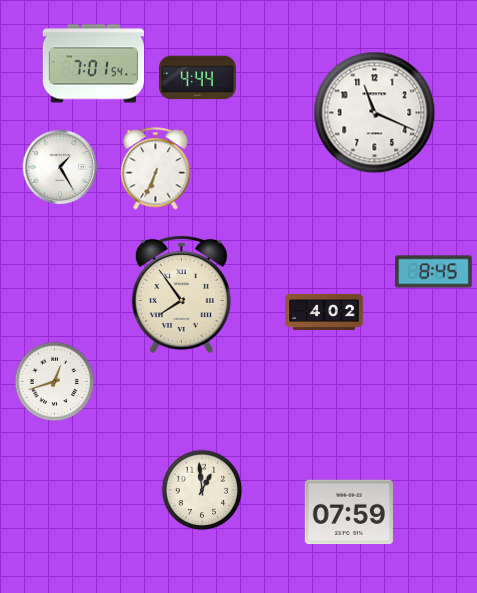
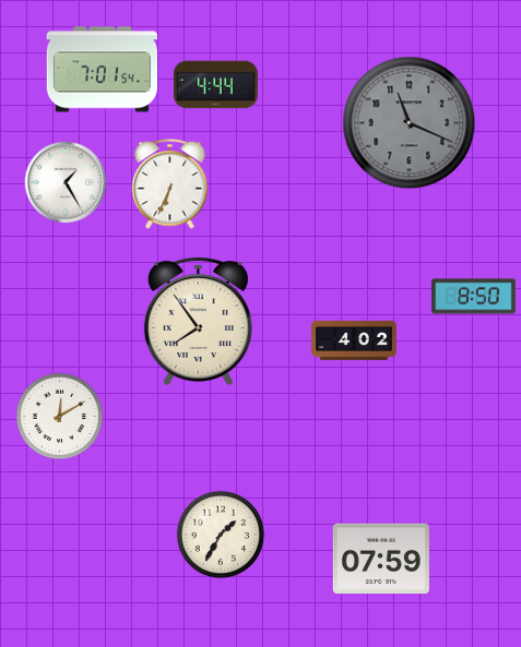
clock at (375, 113) dial: white -> grey
clock at (434, 272): 8:45 -> 8:50
clock at (55, 382): 12:42 -> 12:10
clock at (202, 490): 12:59 -> 1:35
